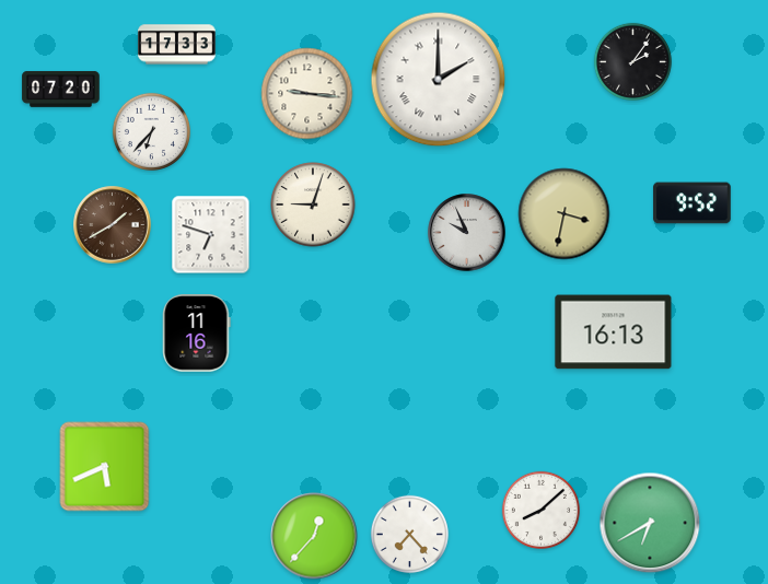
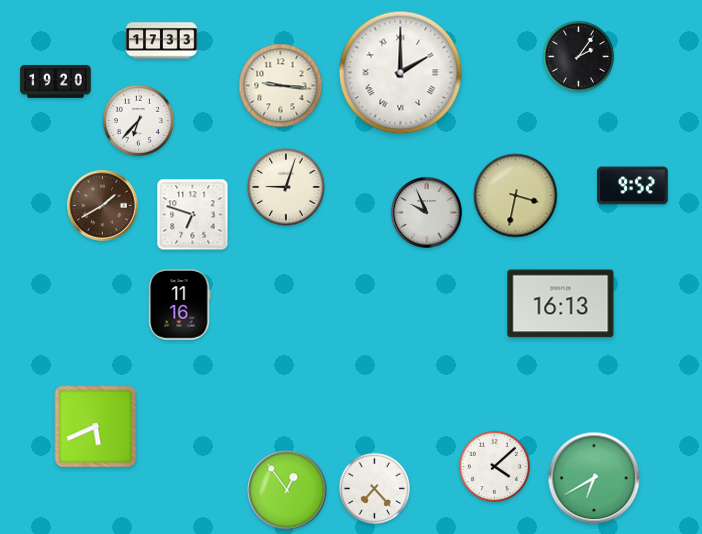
clock at (61, 89): 07:20 -> 19:20
clock at (540, 510): 8:08 -> 4:08
clock at (314, 536): 12:37 -> 12:54
